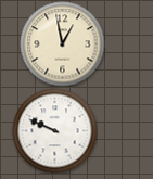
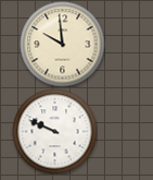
clock at (62, 43): 12:58 -> 9:59
